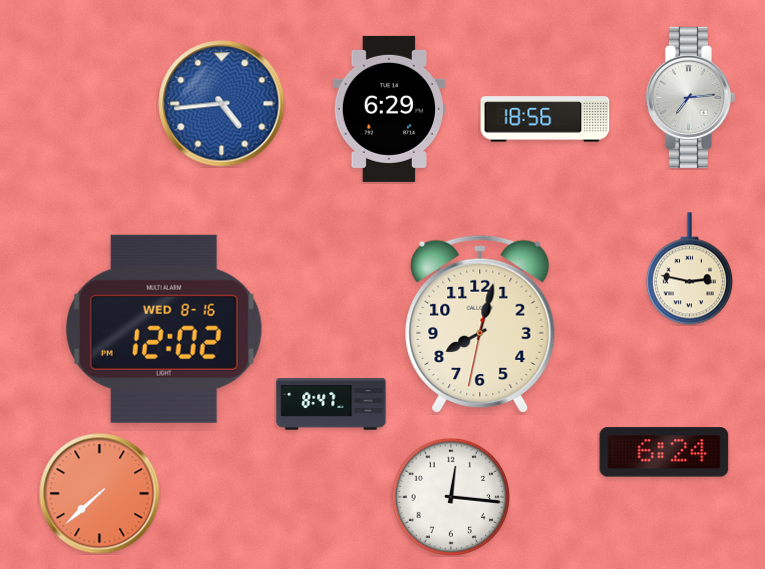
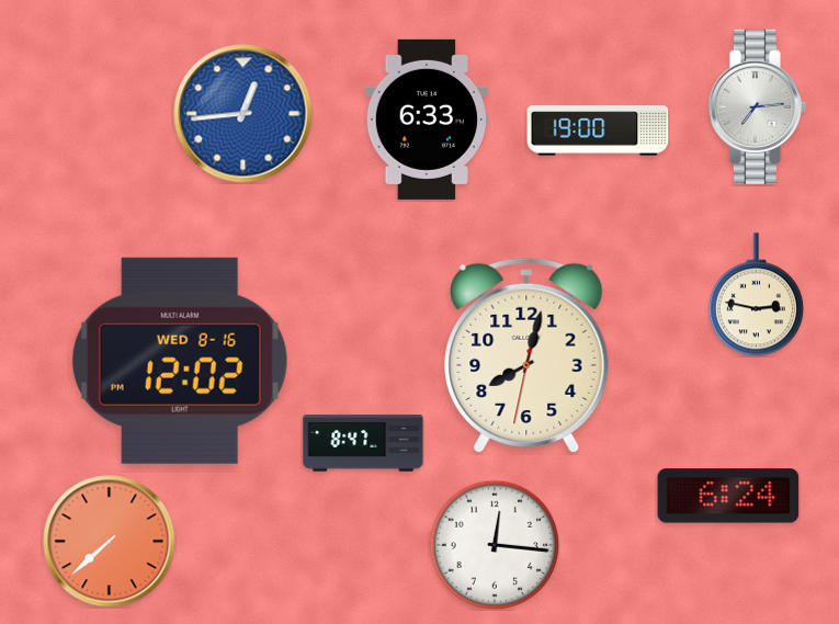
clock at (222, 104): 4:44 -> 12:44
clock at (388, 109): 6:29 -> 6:33
clock at (545, 119): 18:56 -> 19:00
